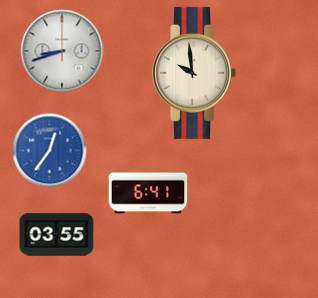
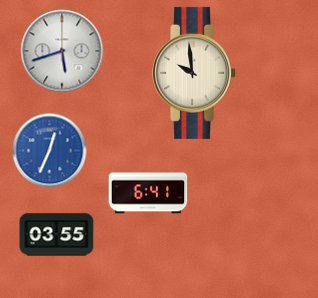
clock at (62, 51): 8:42 -> 5:42
clock at (50, 151): 12:36 -> 12:34
